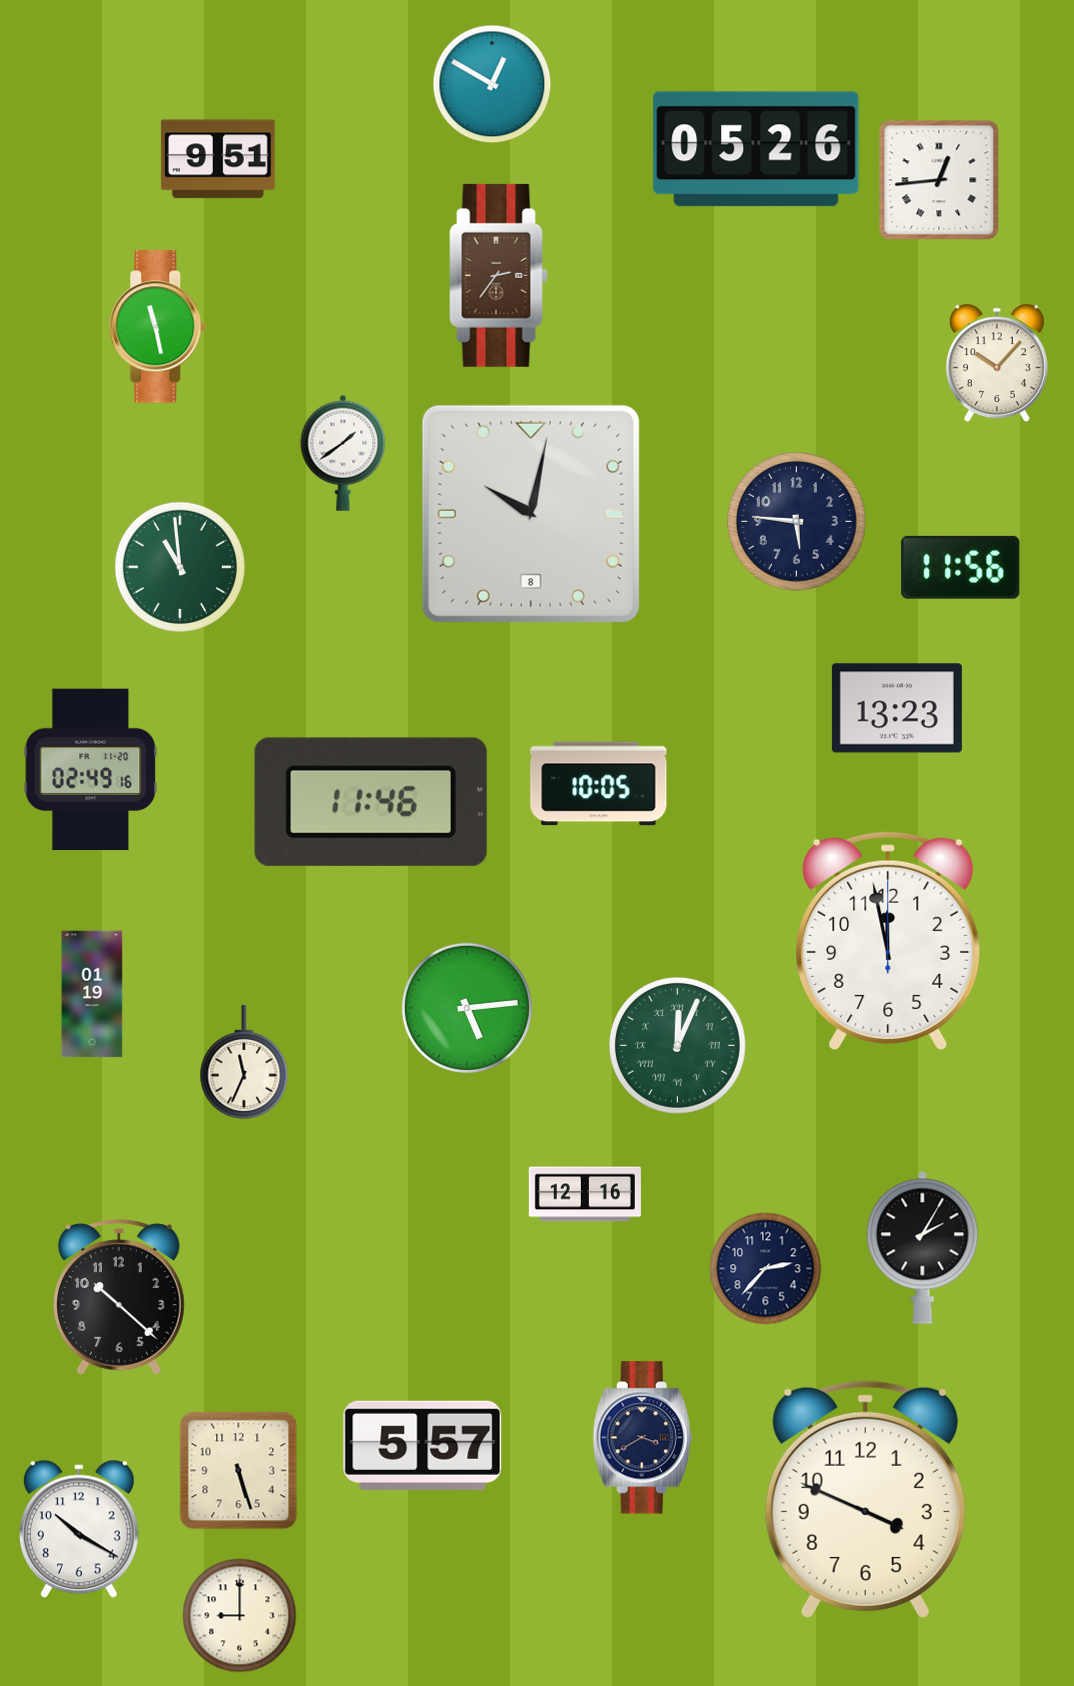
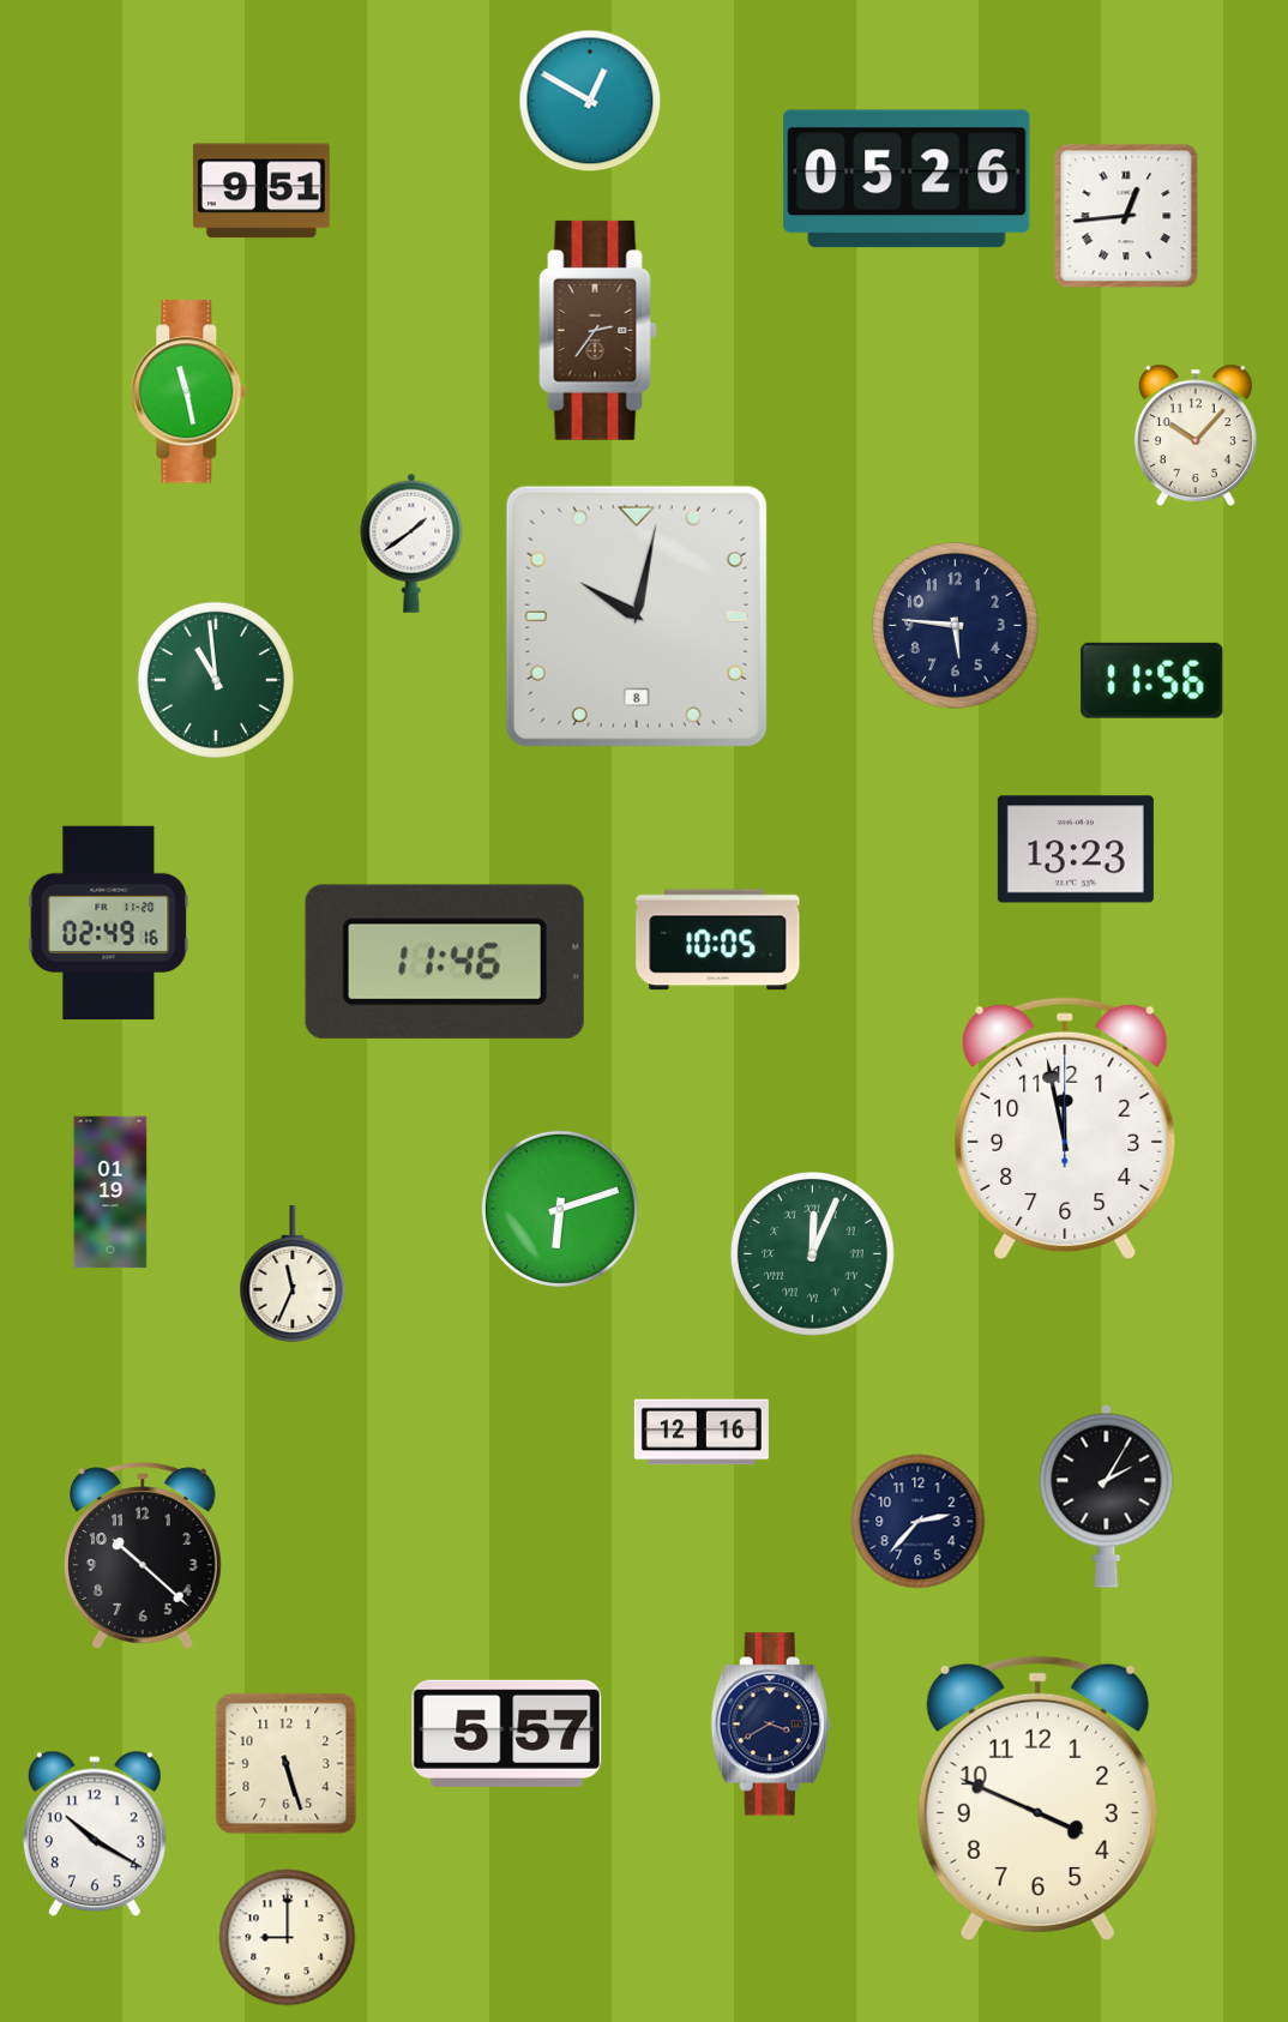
clock at (467, 1008): 5:14 -> 6:12
